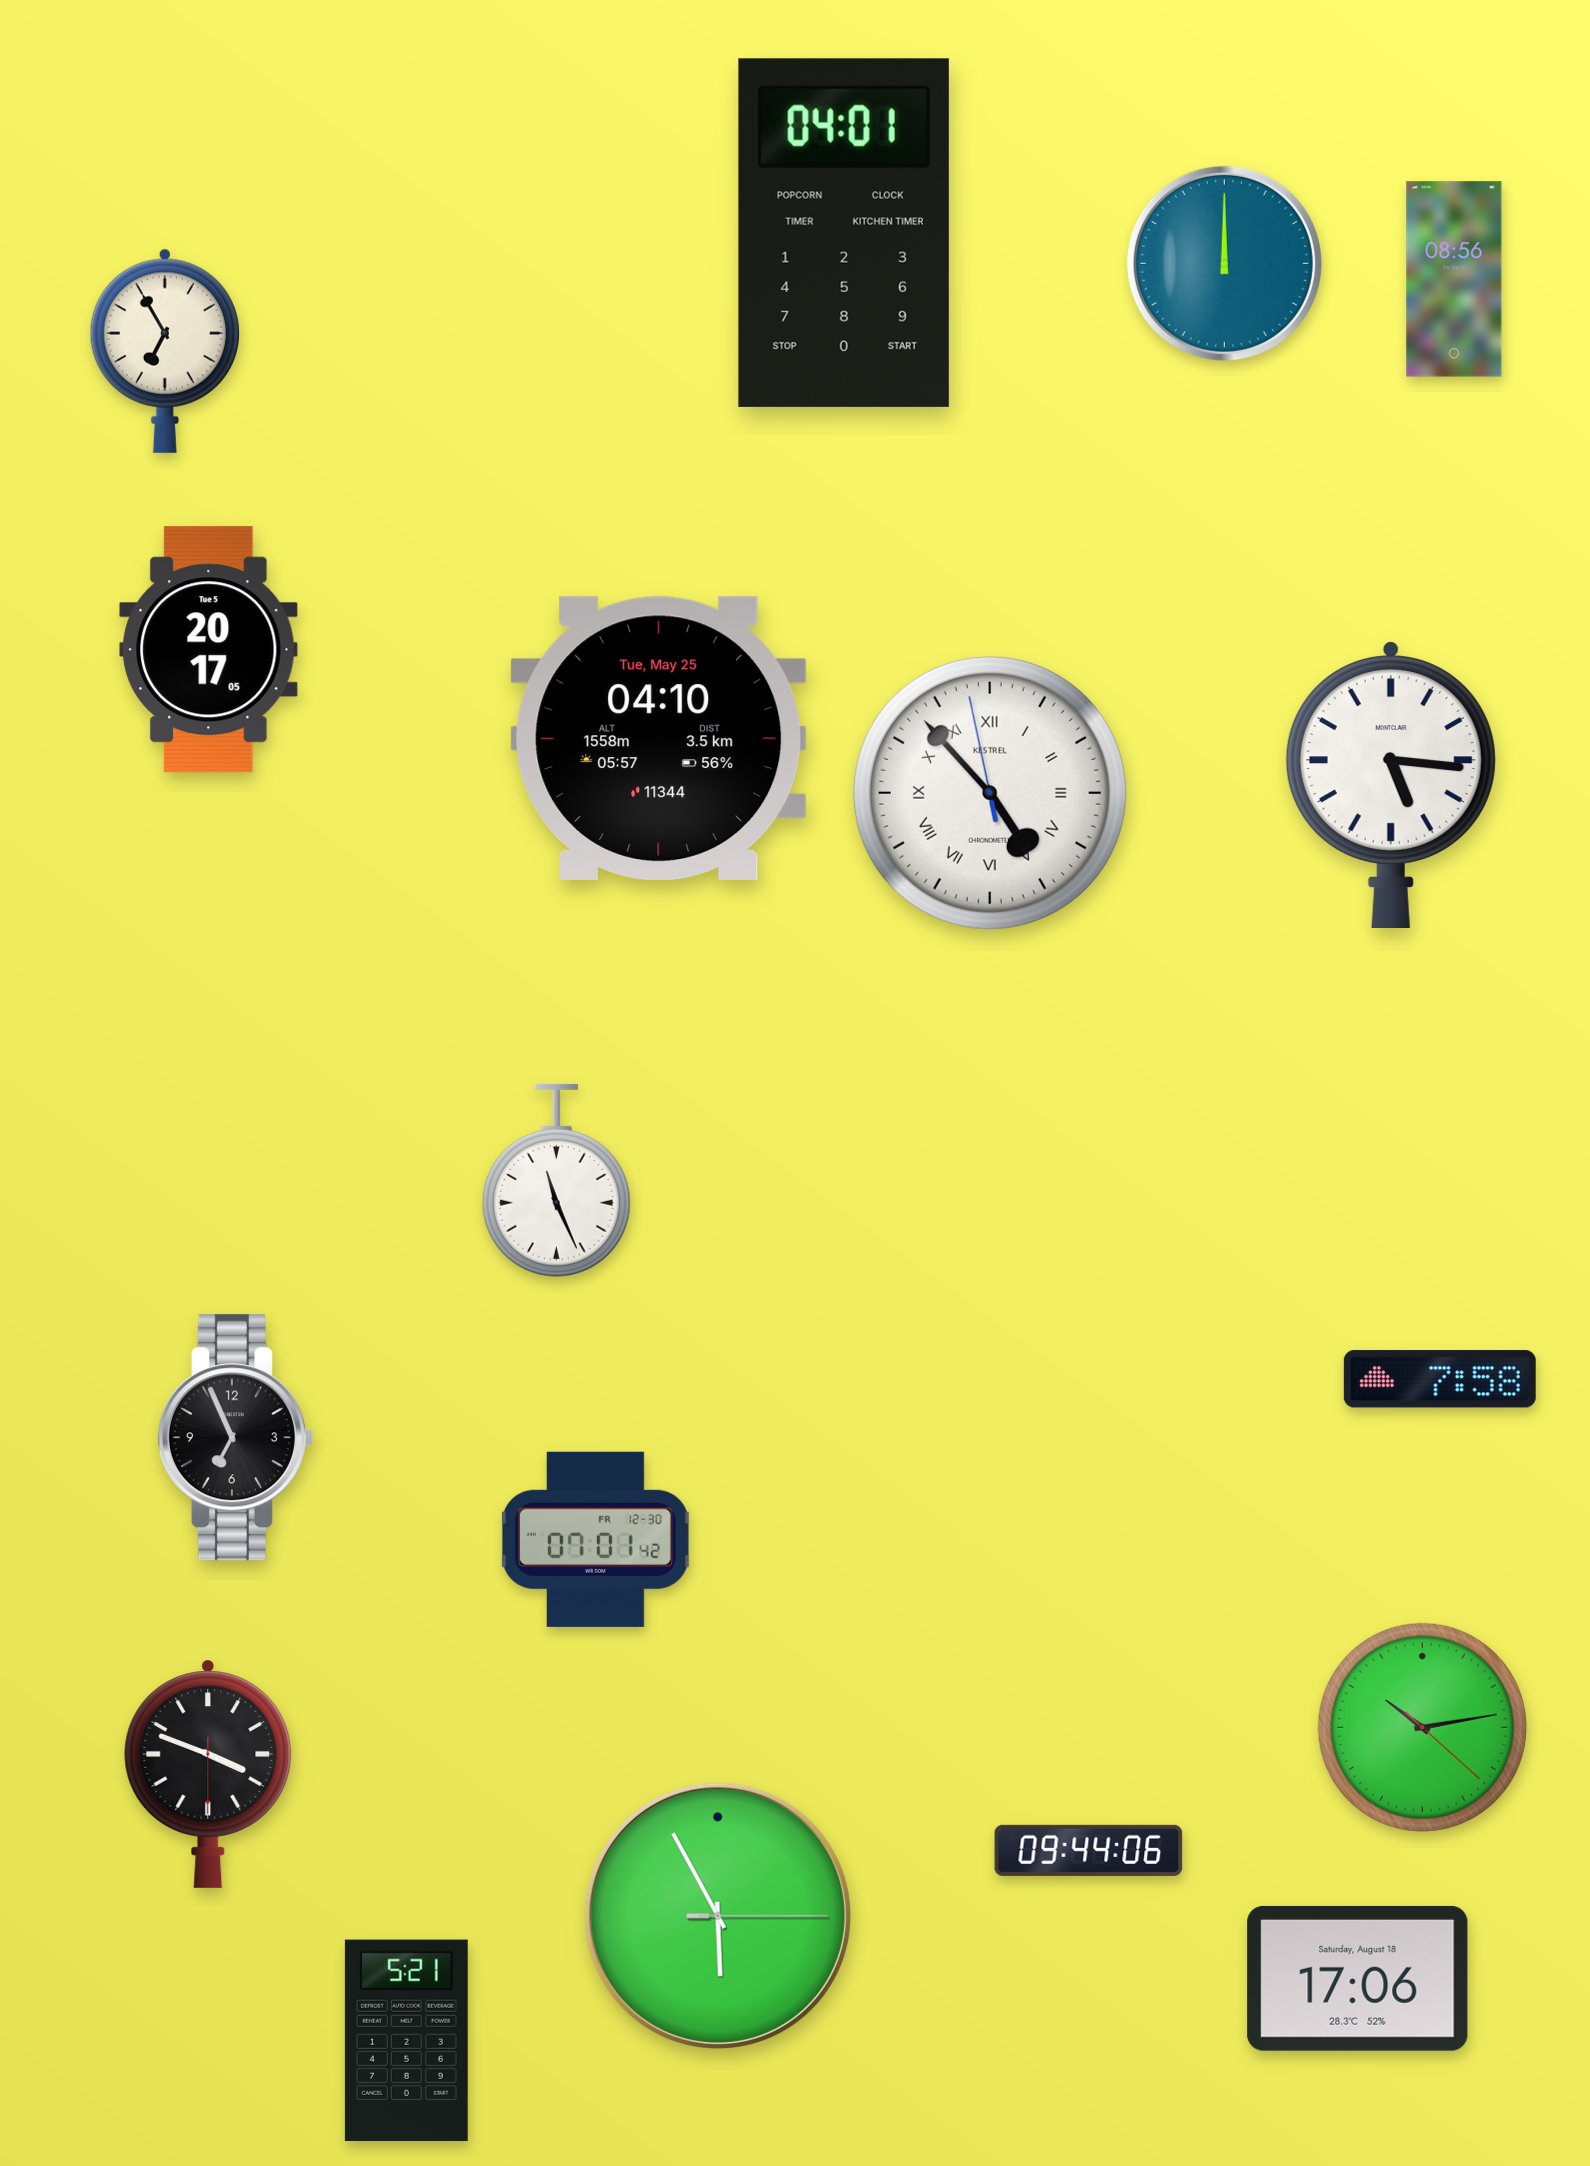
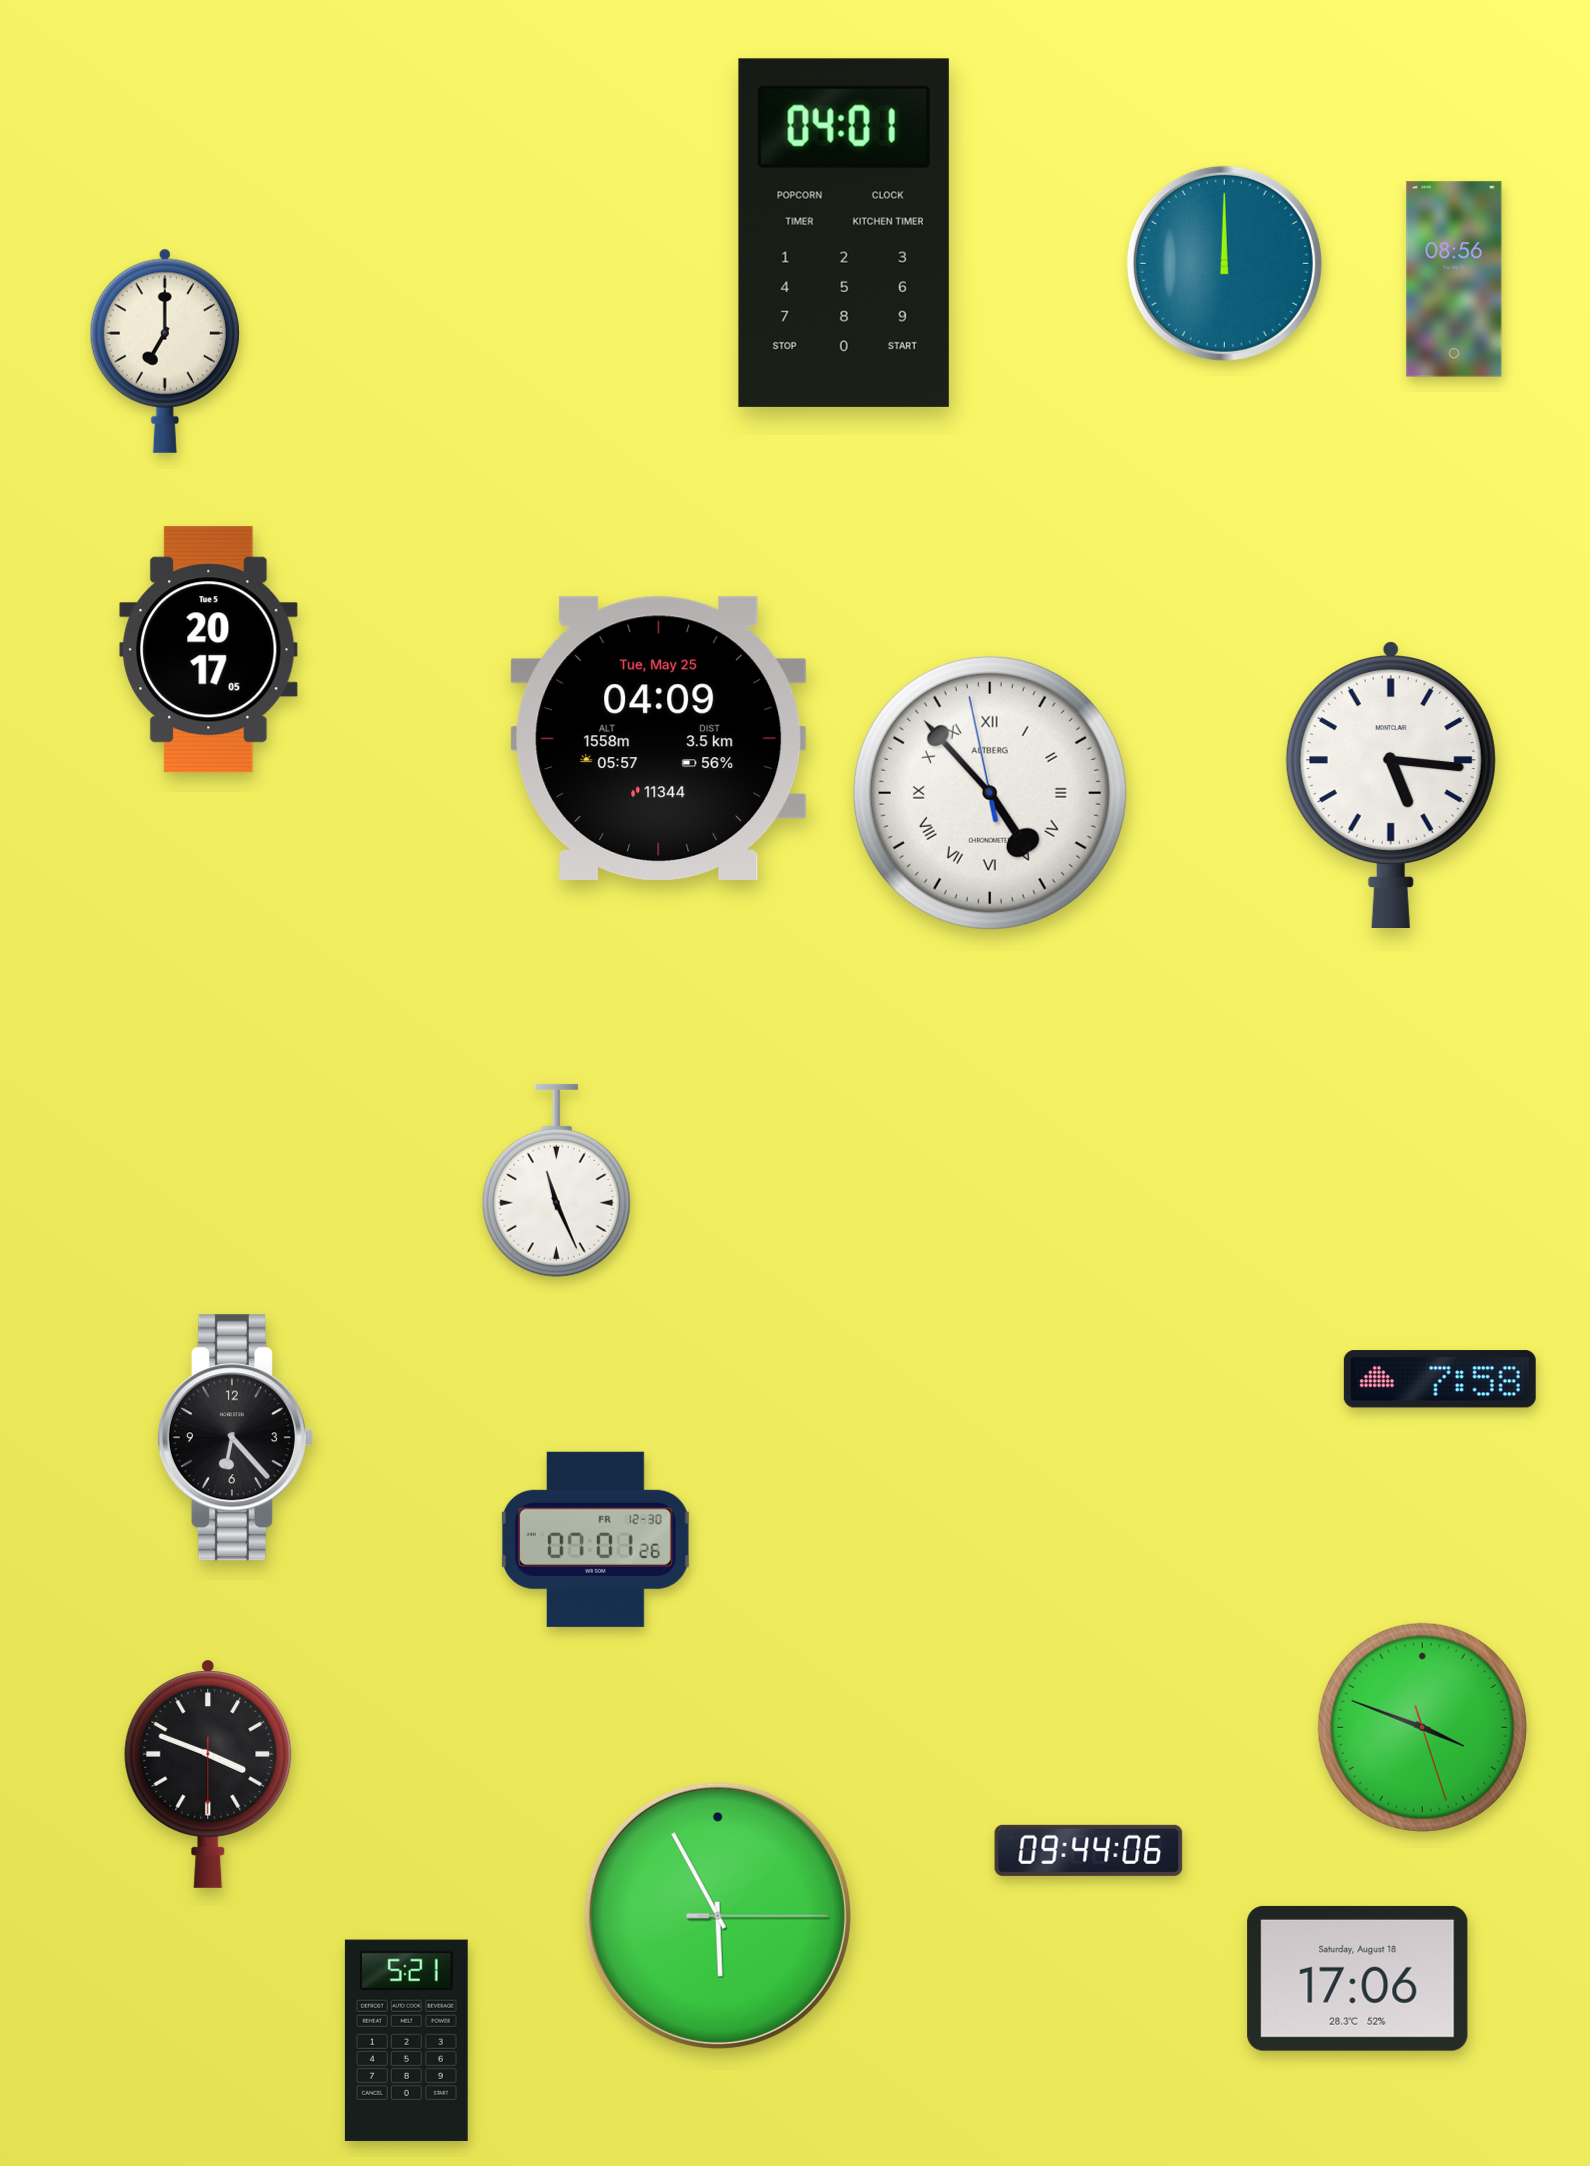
clock at (165, 351): 6:55 -> 7:00
clock at (659, 738): 04:10 -> 04:09
clock at (990, 793) brand: KESTREL -> ALTBERG
clock at (235, 1438): 6:56 -> 6:23
clock at (595, 1539): 07:01:42 -> 07:01:26
clock at (1422, 1727): 10:13 -> 3:48
